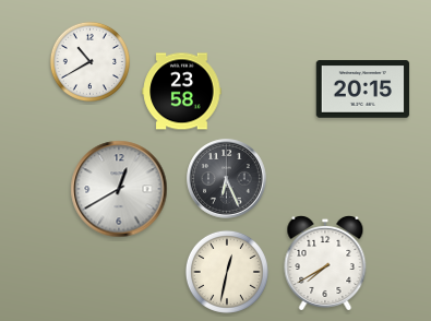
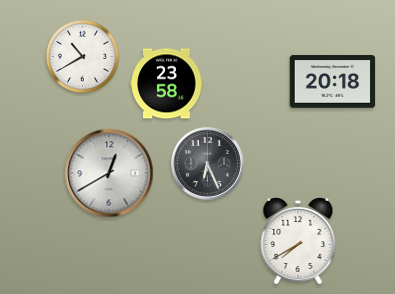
clock at (363, 90): 20:15 -> 20:18
clock at (227, 272): 12:32 -> none
